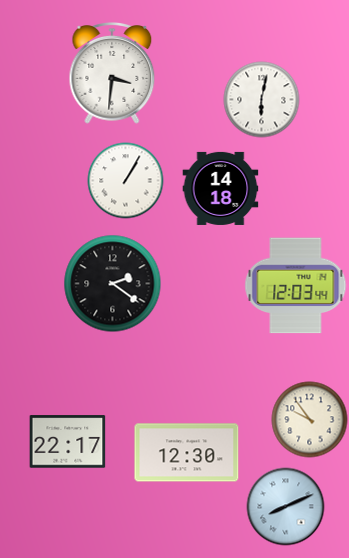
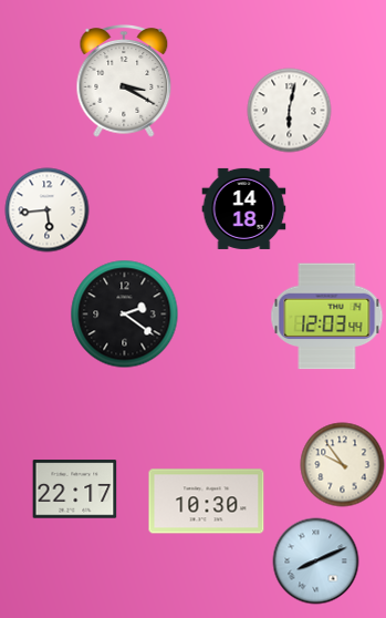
clock at (112, 74): 3:31 -> 3:20
clock at (126, 181): 1:05 -> none
clock at (48, 210): none -> 5:44
clock at (187, 453): 12:30 -> 10:30
